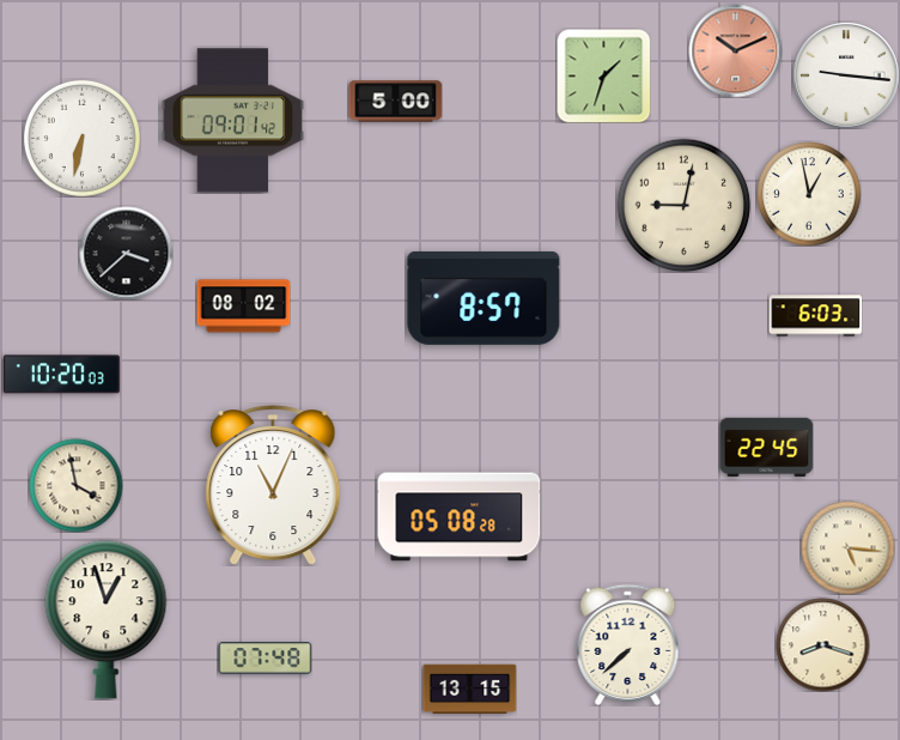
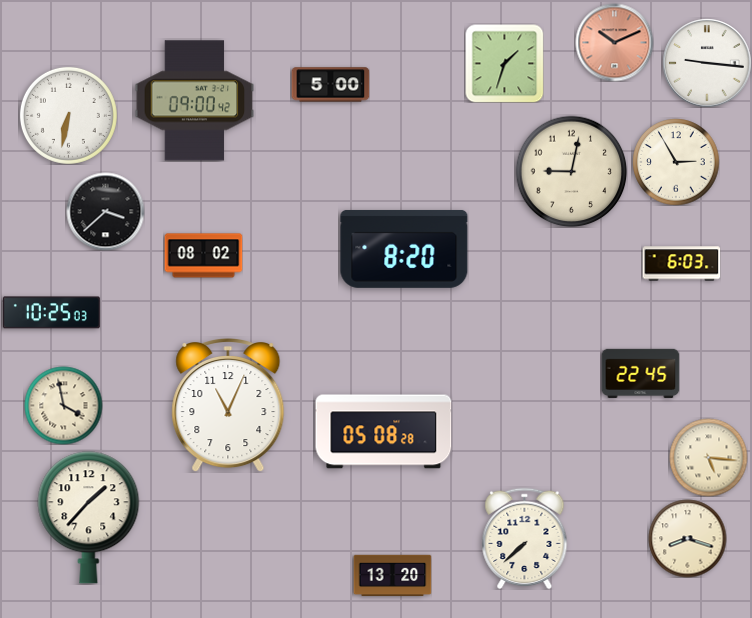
clock at (233, 121): 09:01 -> 09:00
clock at (809, 194): 12:58 -> 2:55
clock at (484, 298): 8:57 -> 8:20
clock at (61, 375): 10:20 -> 10:25
clock at (107, 620): 12:57 -> 1:37
clock at (264, 659): 07:48 -> none
clock at (469, 690): 13:15 -> 13:20
